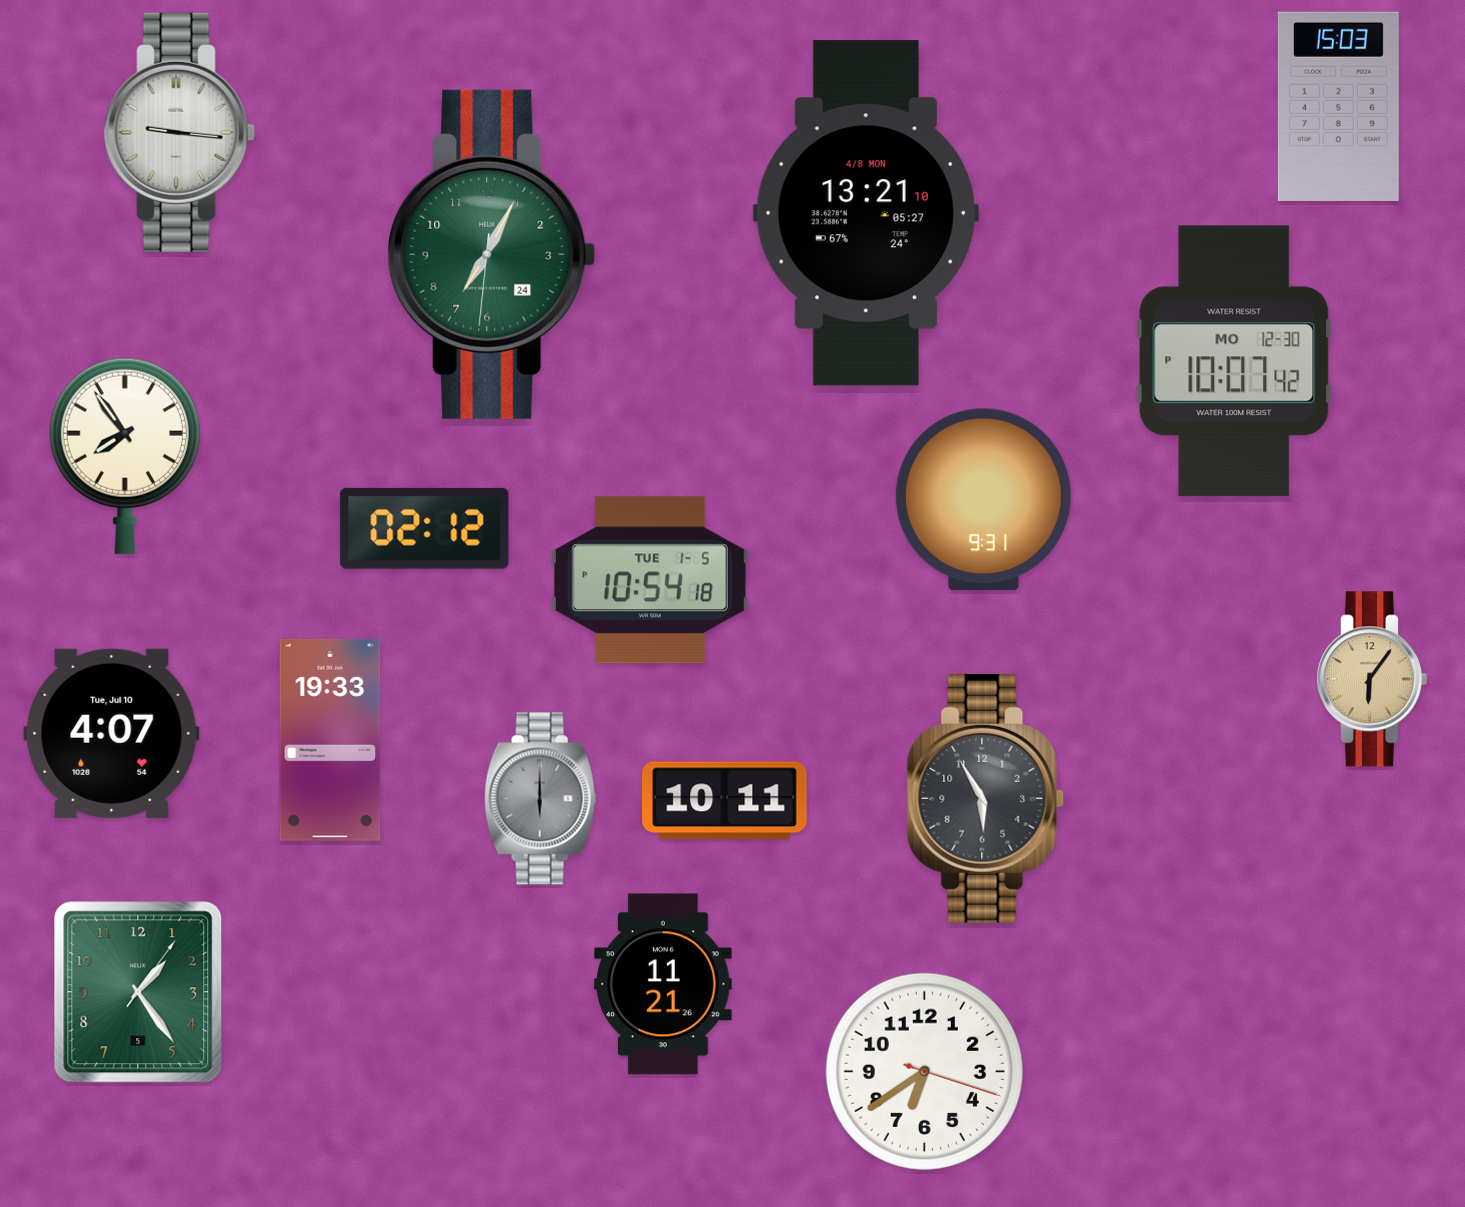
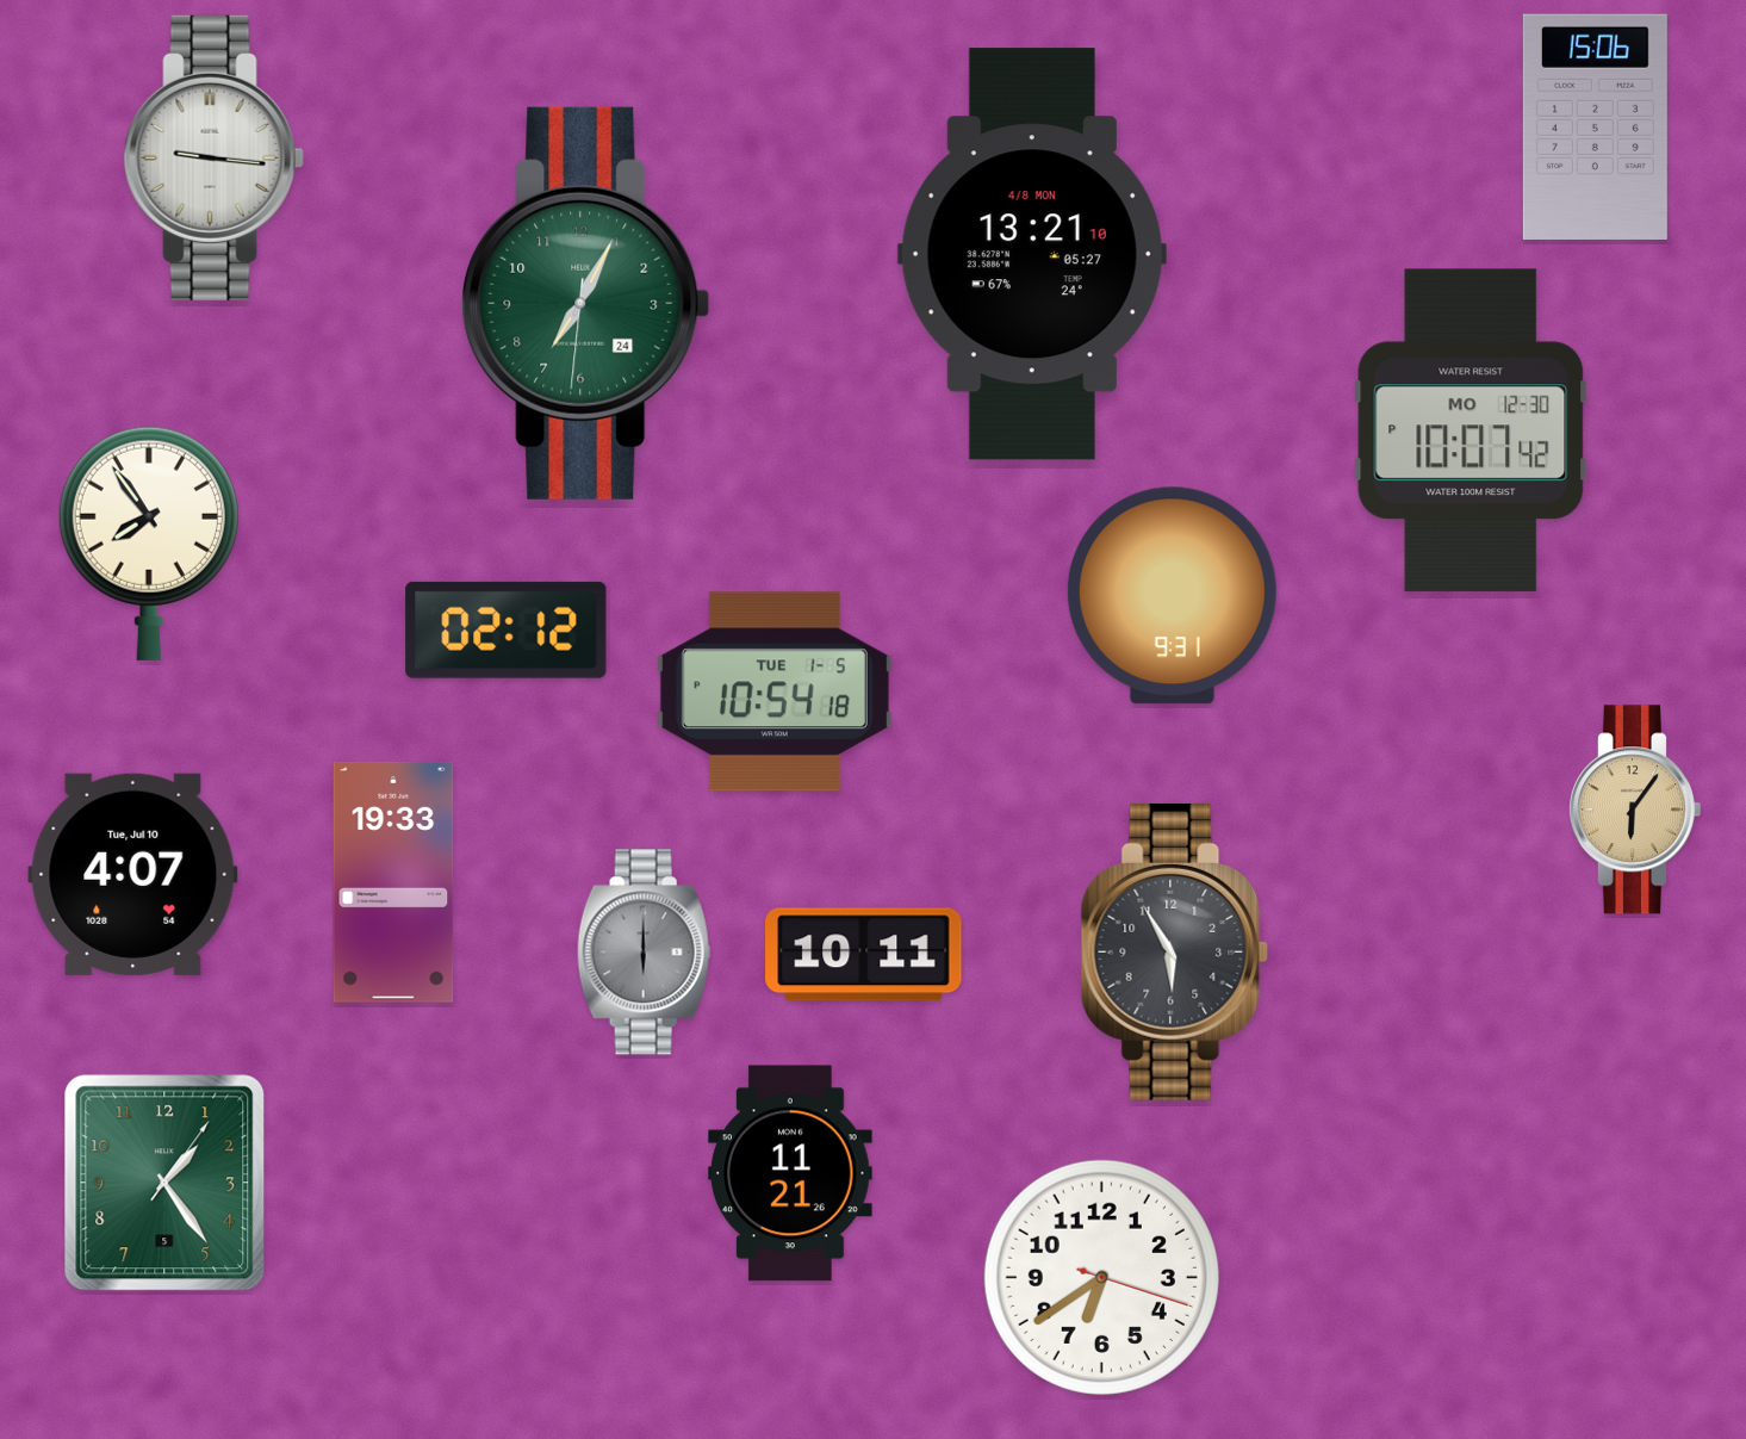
clock at (1338, 106): 15:03 -> 15:06
